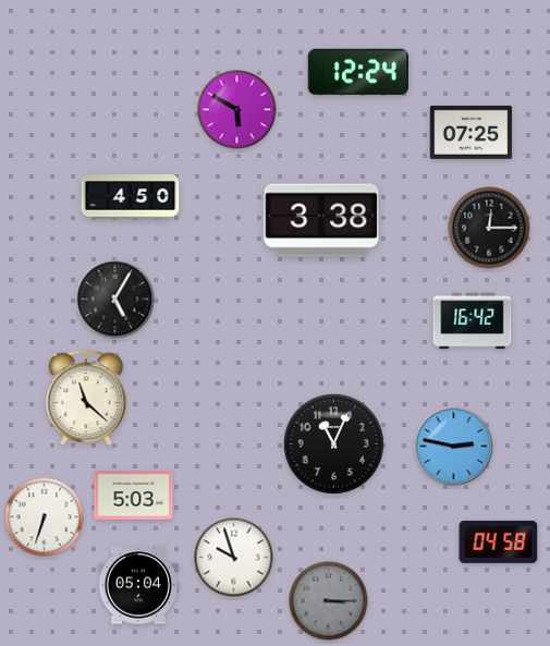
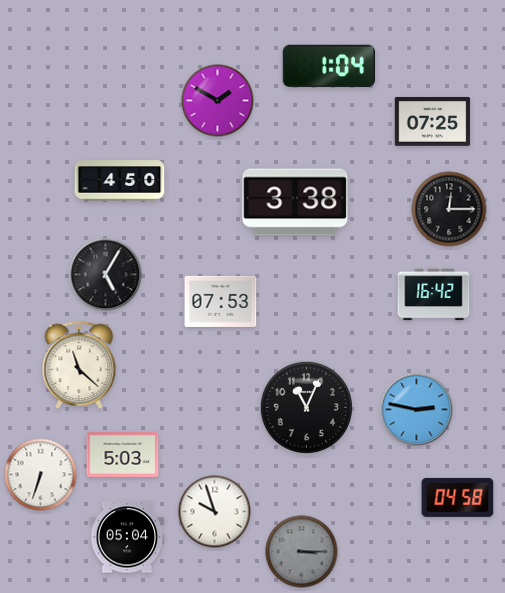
clock at (358, 72): 12:24 -> 1:04
clock at (237, 110): 5:50 -> 1:50
clock at (221, 301): none -> 07:53
